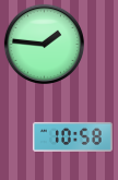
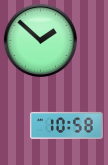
clock at (44, 44): 1:46 -> 1:52
